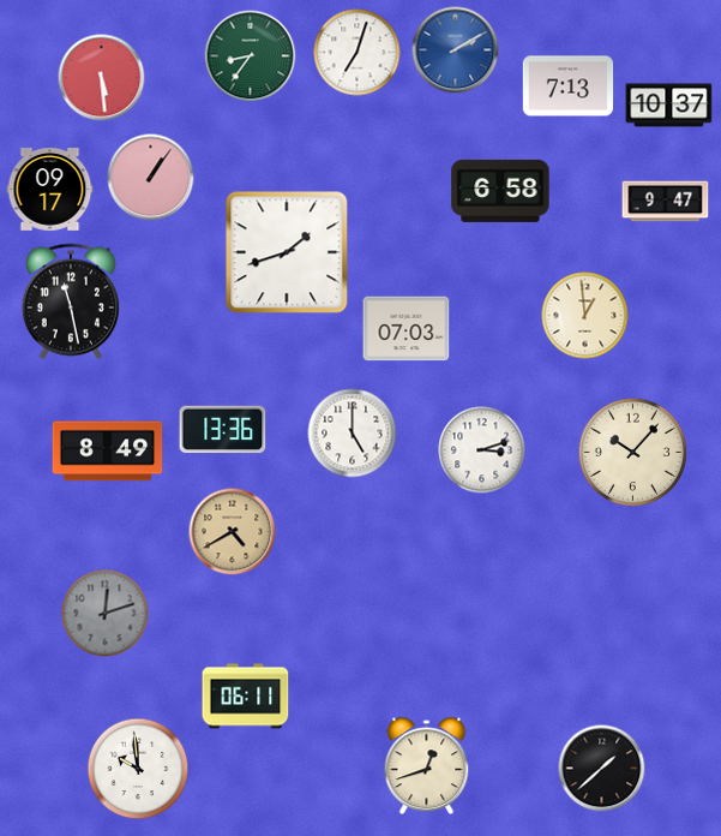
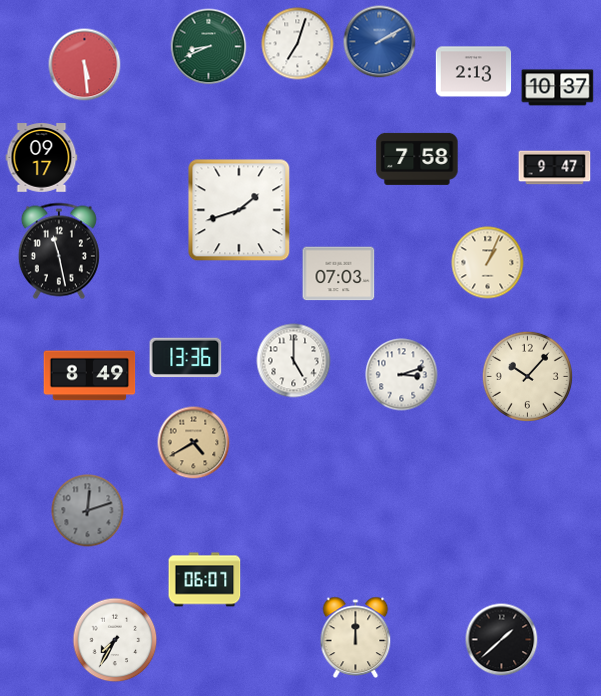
clock at (251, 56): 8:36 -> 8:41
clock at (569, 86): 7:13 -> 2:13
clock at (151, 178): 1:06 -> none
clock at (500, 191): 6:58 -> 7:58
clock at (585, 316): 12:59 -> 1:04
clock at (246, 697): 06:11 -> 06:07
clock at (427, 765): 12:42 -> 12:00
clock at (138, 769): 9:59 -> 7:35
